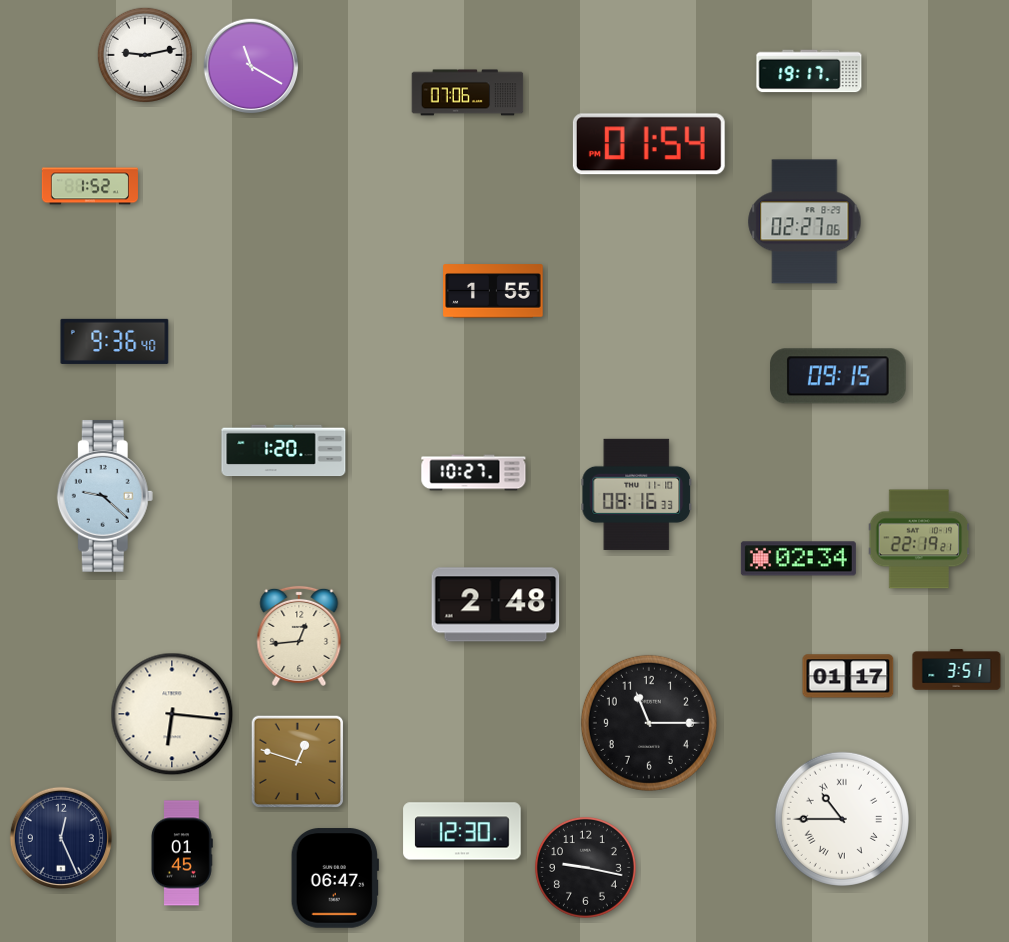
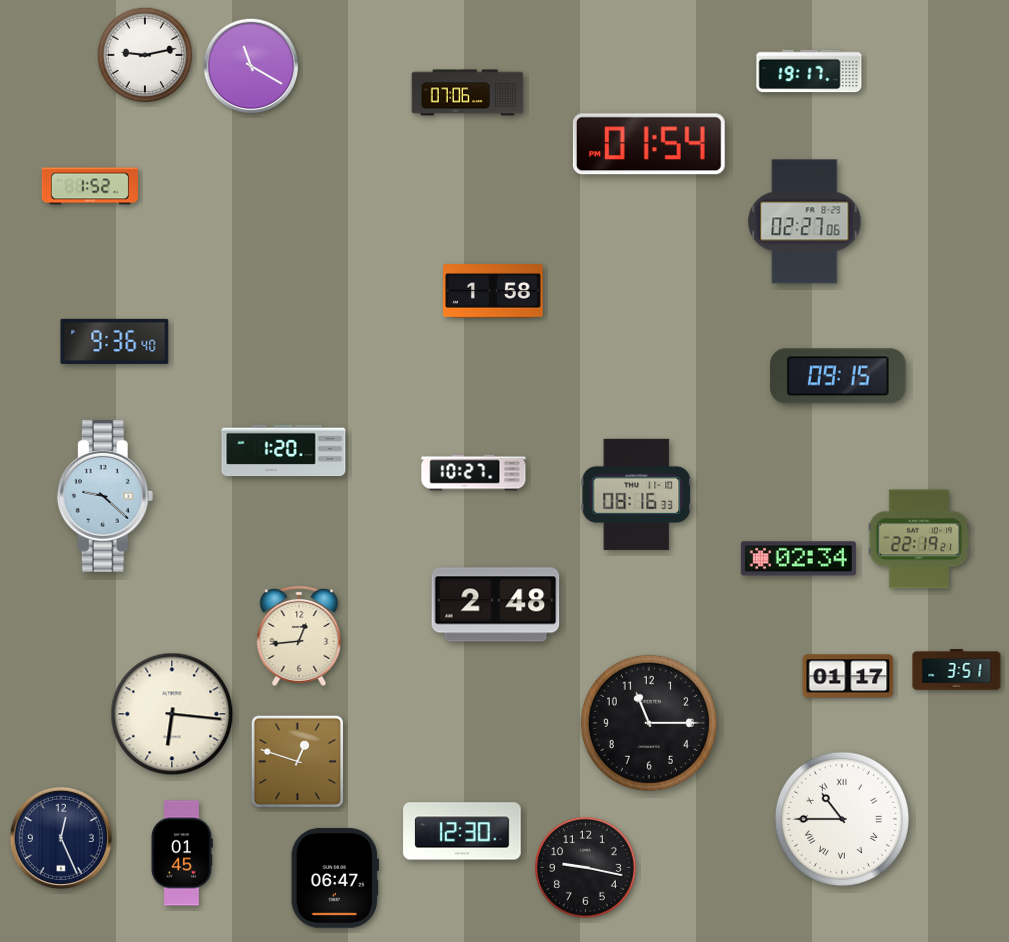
clock at (493, 291): 1:55 -> 1:58
